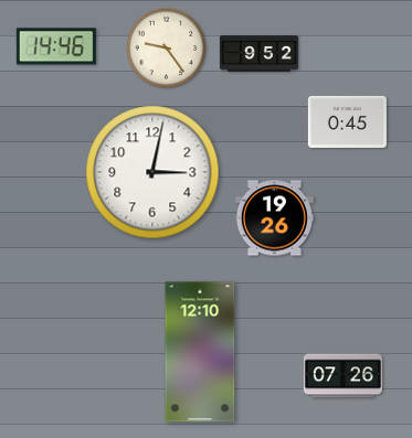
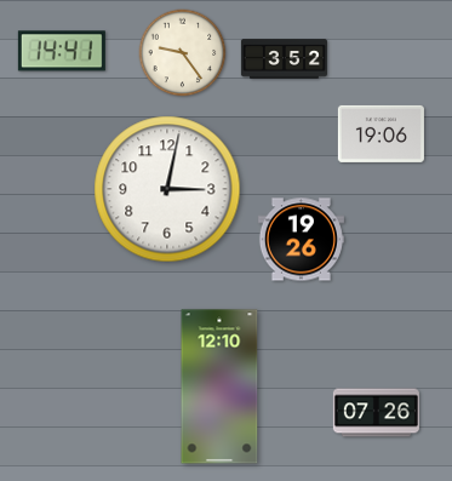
clock at (56, 46): 14:46 -> 14:41
clock at (258, 54): 9:52 -> 3:52
clock at (347, 121): 0:45 -> 19:06
